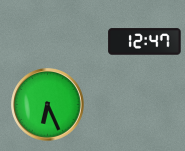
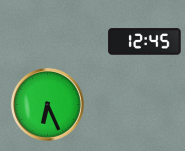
clock at (145, 42): 12:47 -> 12:45
